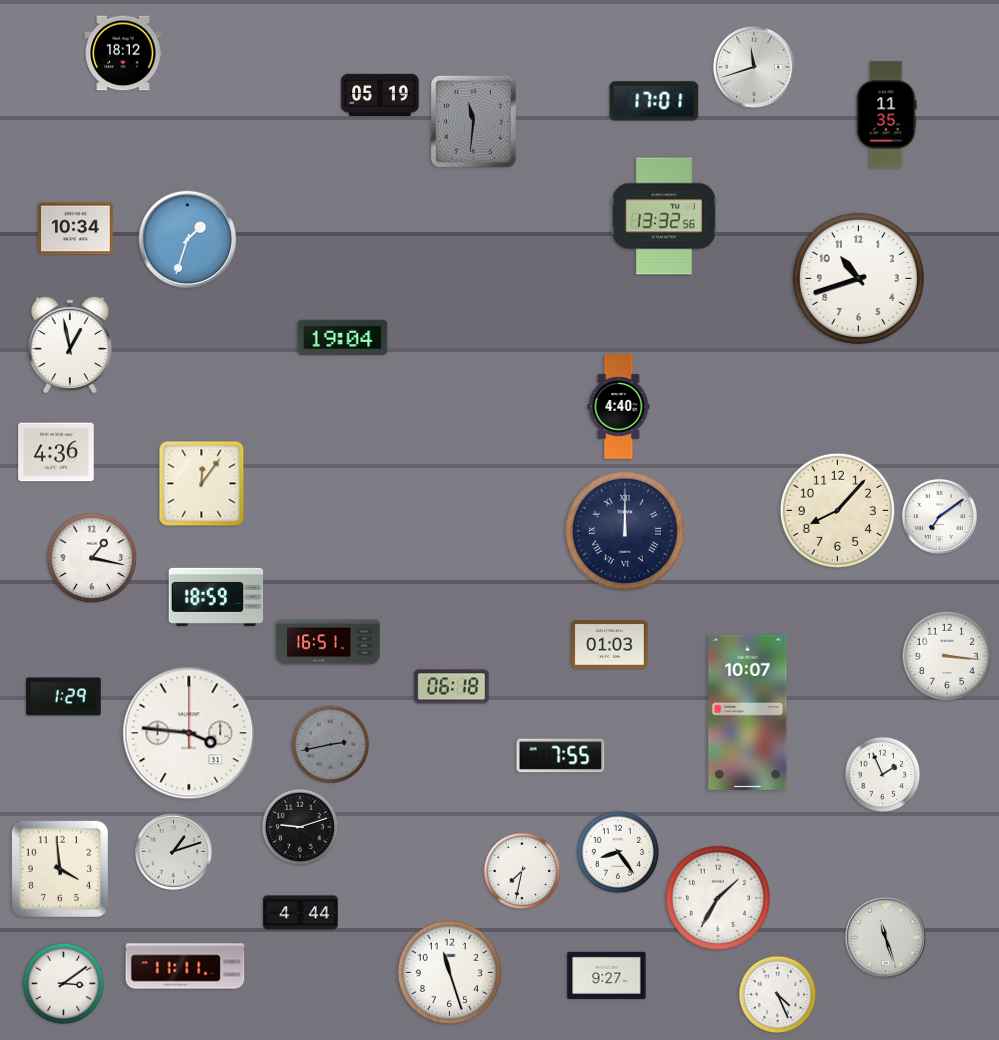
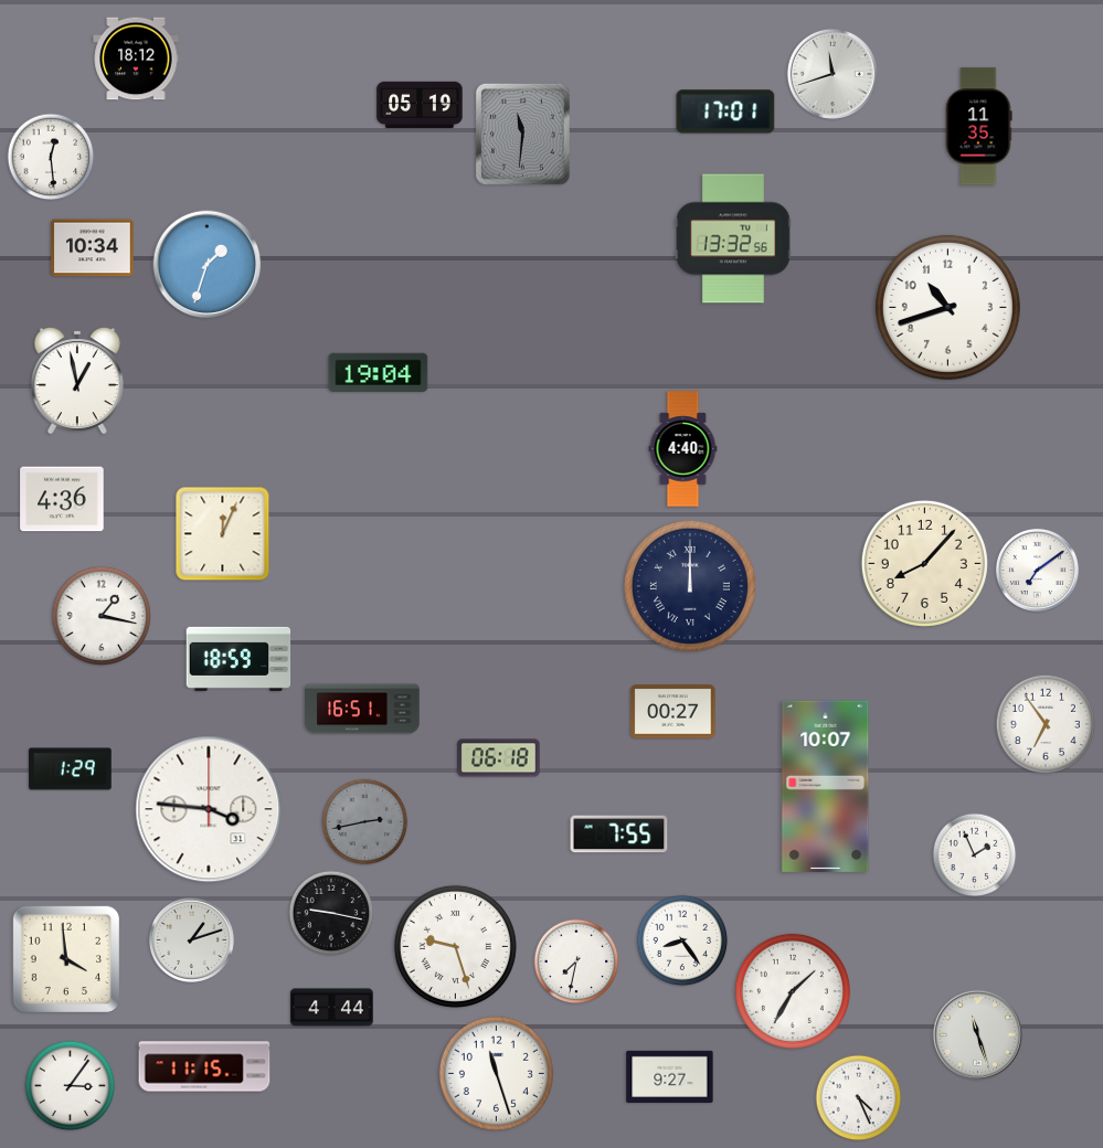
clock at (654, 101) position: (654, 101) -> (725, 111)
clock at (51, 157): none -> 12:29
clock at (76, 229) position: (76, 229) -> (93, 248)
clock at (202, 484): 12:06 -> 12:04
clock at (610, 645): 01:03 -> 00:27
clock at (947, 656): 3:16 -> 6:54
clock at (300, 827): 9:12 -> 9:17
clock at (455, 946): none -> 9:27
clock at (185, 966): 11:11 -> 11:15
clock at (64, 984): 3:09 -> 3:06
